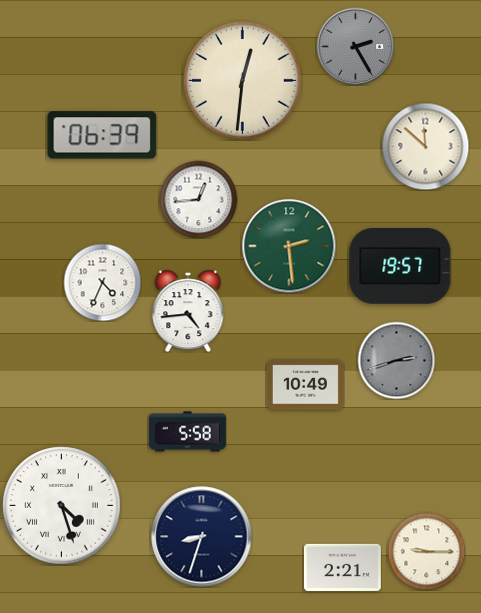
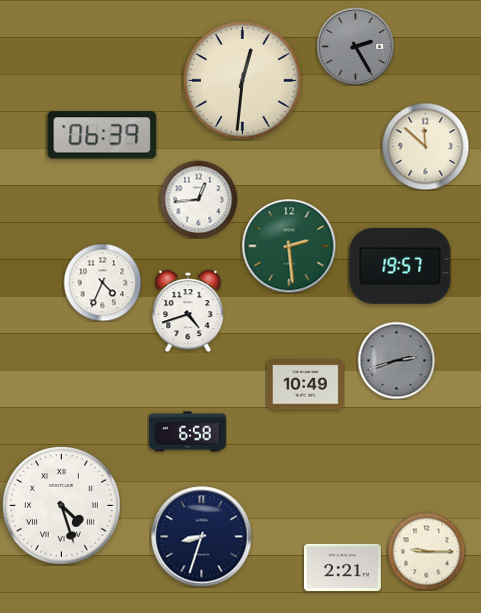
clock at (188, 311): 4:44 -> 4:42
clock at (187, 432): 5:58 -> 6:58
